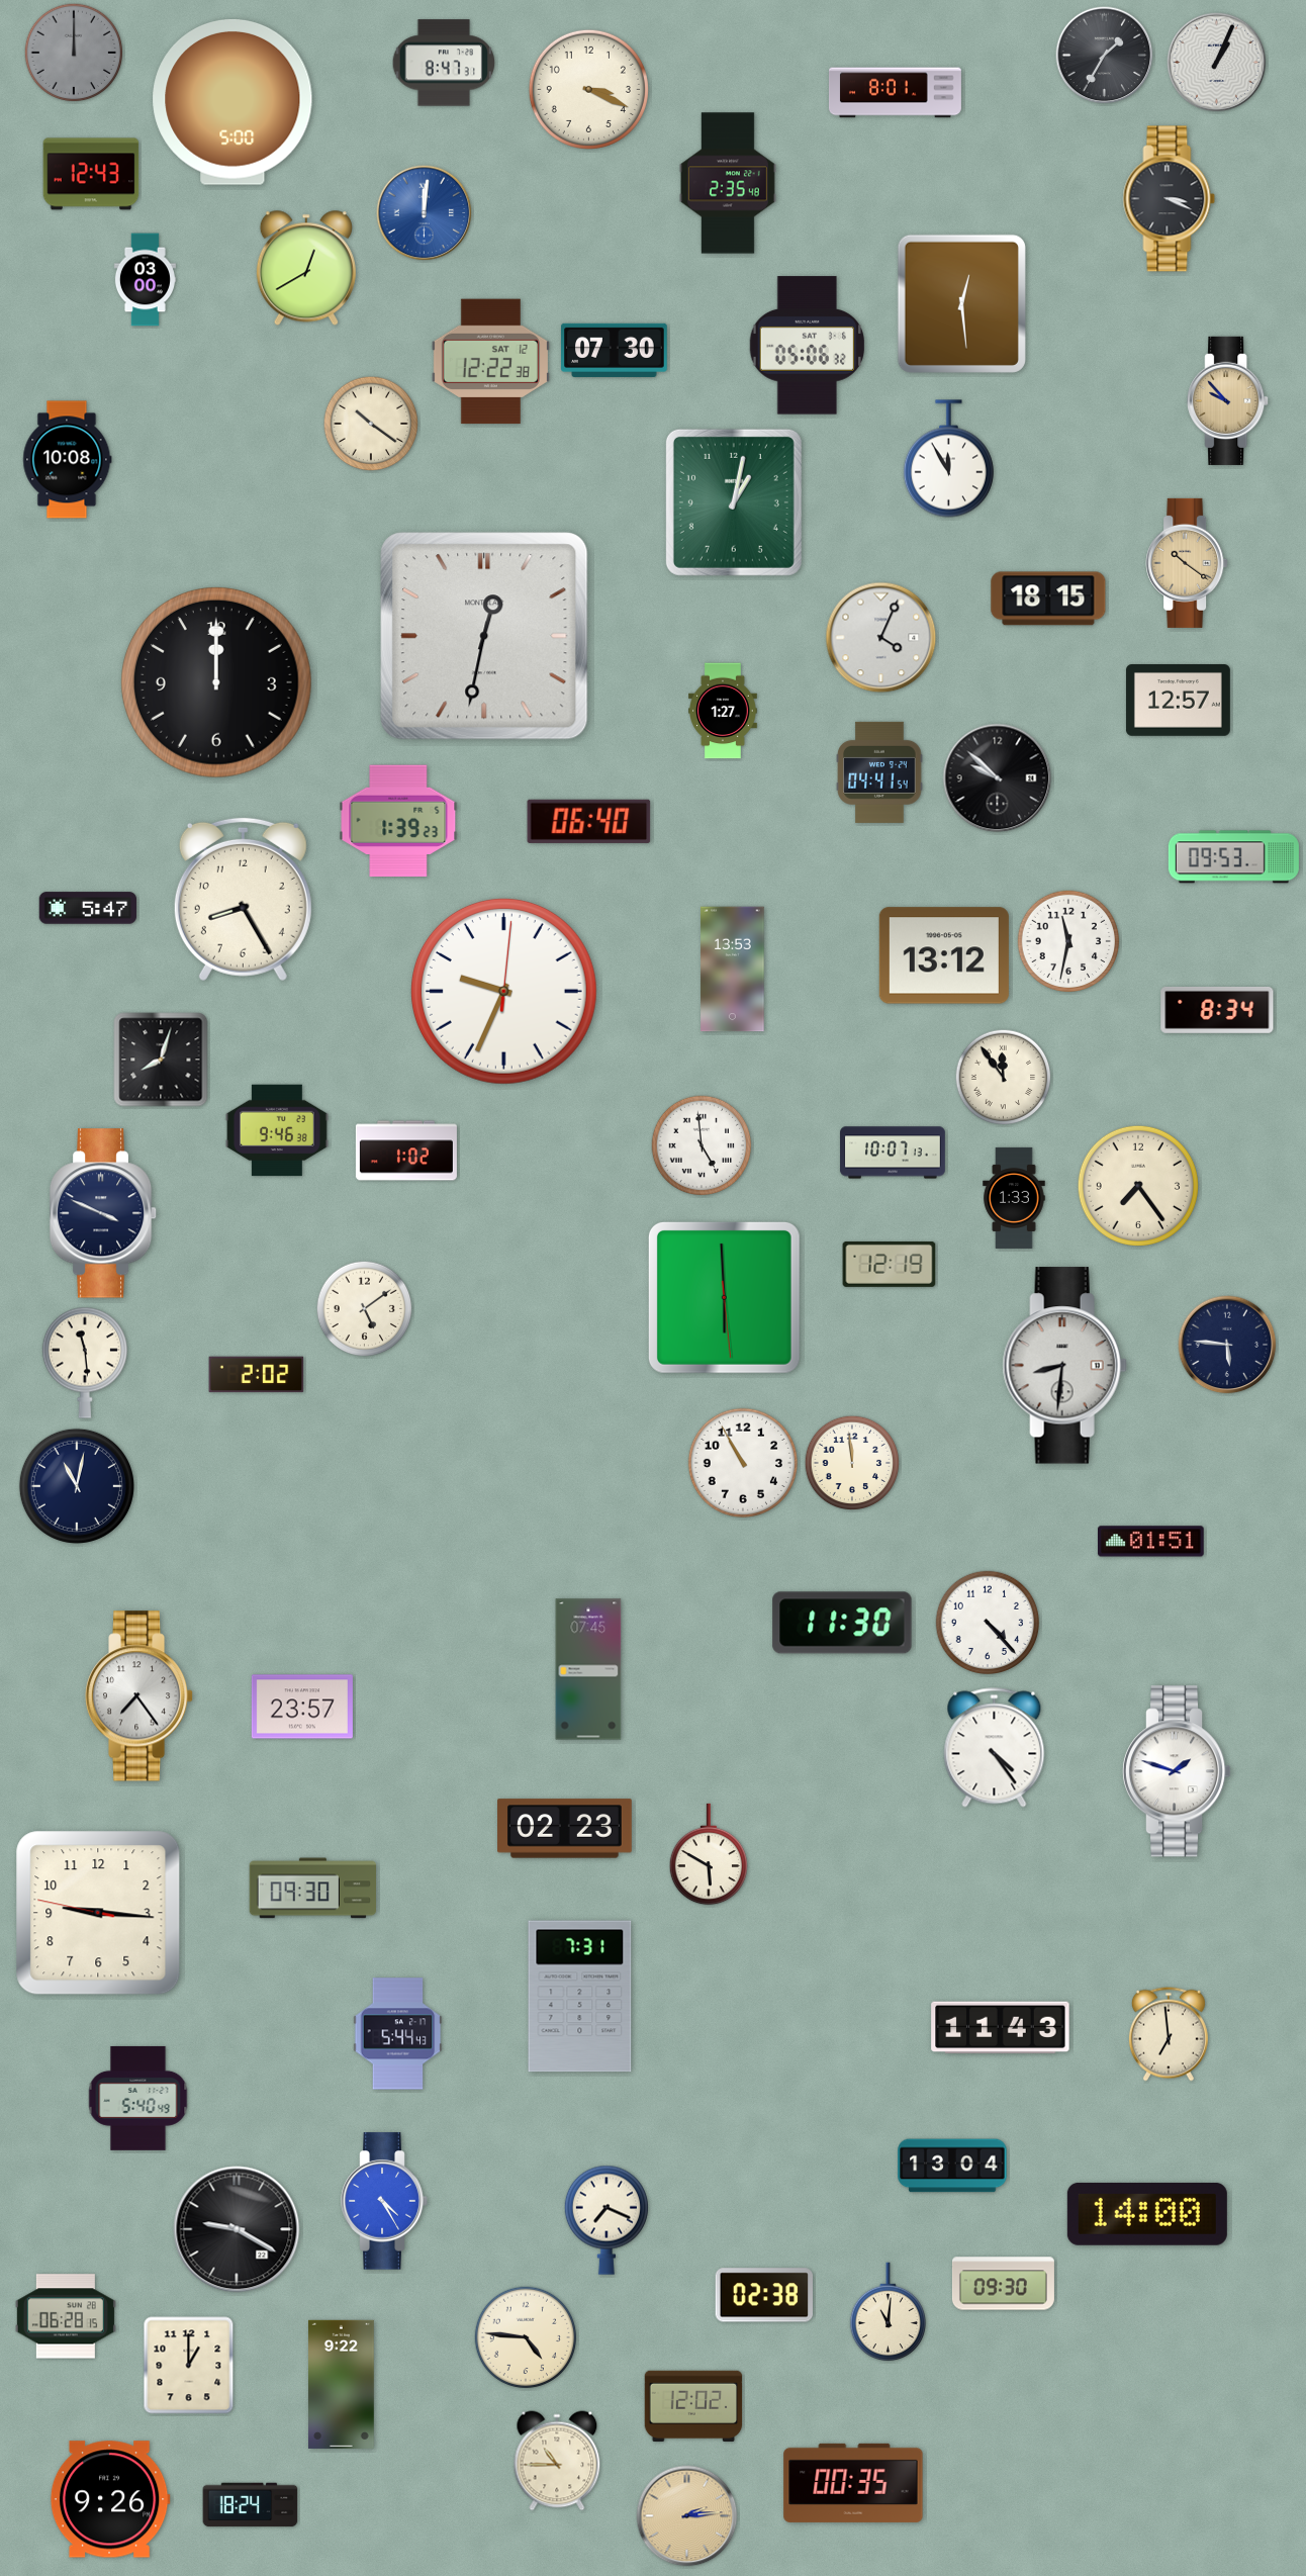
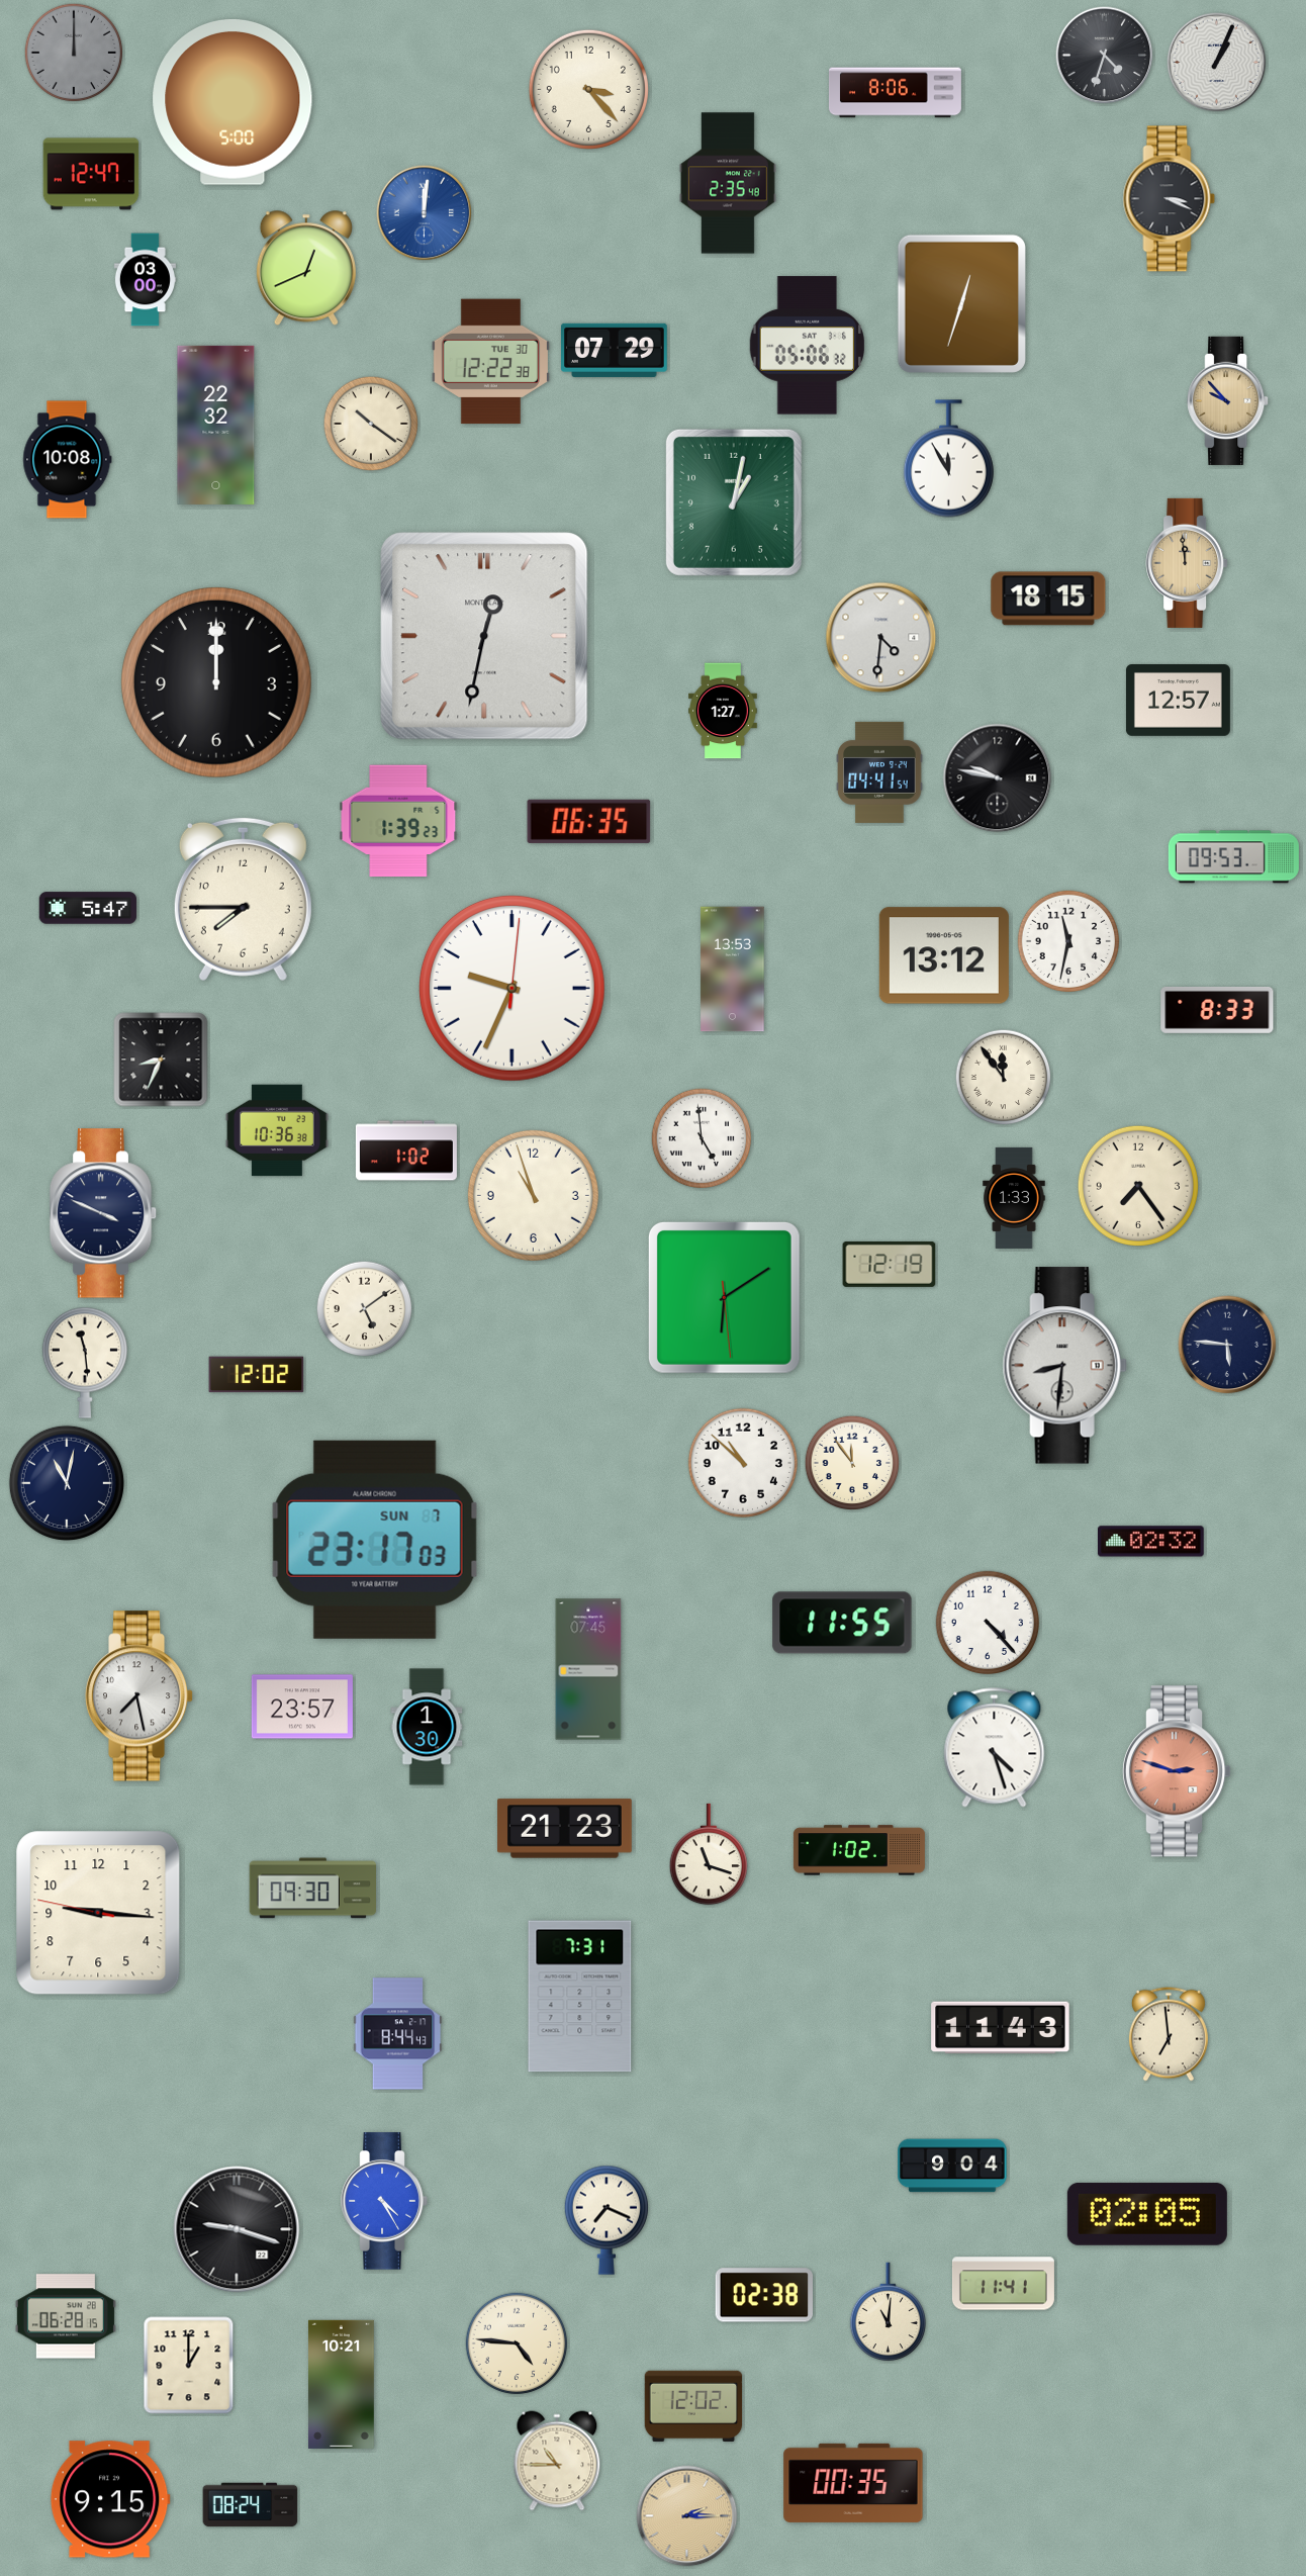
clock at (1105, 56): 1:35 -> 4:33
clock at (444, 63): 8:47 -> none
clock at (588, 89): 3:19 -> 3:23
clock at (895, 93): 8:01 -> 8:06
clock at (91, 174): 12:43 -> 12:47
clock at (306, 268): 12:40 -> 12:41
clock at (961, 303): 12:29 -> 12:33
clock at (615, 350): 07:30 -> 07:29
clock at (490, 362) date: SAT 12 -> TUE 30
clock at (216, 425): none -> 22:32
clock at (1187, 563): 10:21 -> 11:59
clock at (881, 638): 4:04 -> 4:31
clock at (998, 778): 9:52 -> 9:47
clock at (589, 821): 06:40 -> 06:35
clock at (243, 899): 8:25 -> 7:45
clock at (503, 991) position: (503, 991) -> (511, 988)
clock at (1217, 1010): 8:34 -> 8:33
clock at (161, 1060): 8:03 -> 8:34
clock at (277, 1130): 9:46 -> 10:36
clock at (702, 1145) position: (702, 1145) -> (702, 1138)
clock at (893, 1153): 10:07 -> none
clock at (533, 1195): none -> 10:57
clock at (724, 1297): 5:59 -> 6:09
clock at (257, 1375): 2:02 -> 12:02
clock at (742, 1462): 10:55 -> 10:52
clock at (852, 1463): 11:59 -> 11:54
clock at (77, 1486) position: (77, 1486) -> (67, 1483)
clock at (375, 1540): none -> 23:17
clock at (1151, 1542): 01:51 -> 02:32
clock at (842, 1623): 11:30 -> 11:55
clock at (139, 1696): 7:24 -> 7:28
clock at (427, 1727): none -> 1:30
clock at (995, 1748): 4:24 -> 4:27
clock at (1177, 1771): 1:48 -> 2:48
clock at (1177, 1771) dial: white -> salmon
clock at (565, 1829): 02:23 -> 21:23
clock at (859, 1850): none -> 1:02
clock at (708, 1854): 5:50 -> 11:18
clock at (398, 2034): 5:44 -> 8:44
clock at (138, 2098): 5:40 -> none
clock at (952, 2166): 13:04 -> 9:04
clock at (1147, 2214): 14:00 -> 02:05
clock at (237, 2229): 9:20 -> 9:18
clock at (1003, 2284): 09:30 -> 11:41
clock at (526, 2337) position: (526, 2337) -> (517, 2343)
clock at (342, 2384): 9:22 -> 10:21
clock at (110, 2499): 9:26 -> 9:15
clock at (251, 2505): 18:24 -> 08:24
clock at (687, 2516): 2:14 -> 2:15
